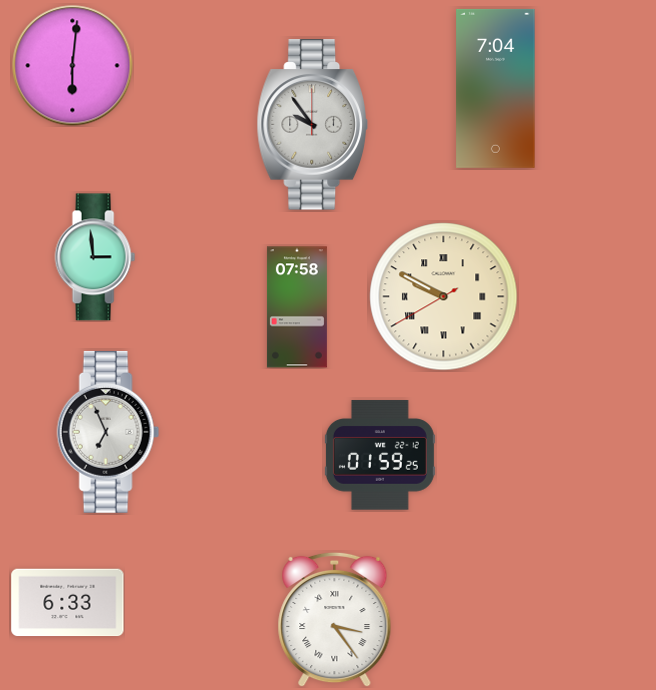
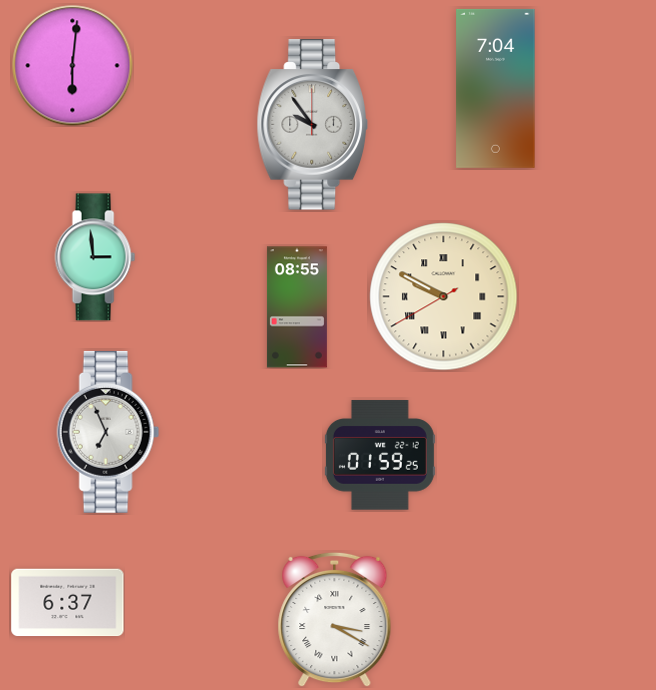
clock at (297, 307): 07:58 -> 08:55
clock at (68, 603): 6:33 -> 6:37
clock at (335, 619): 3:24 -> 3:20
